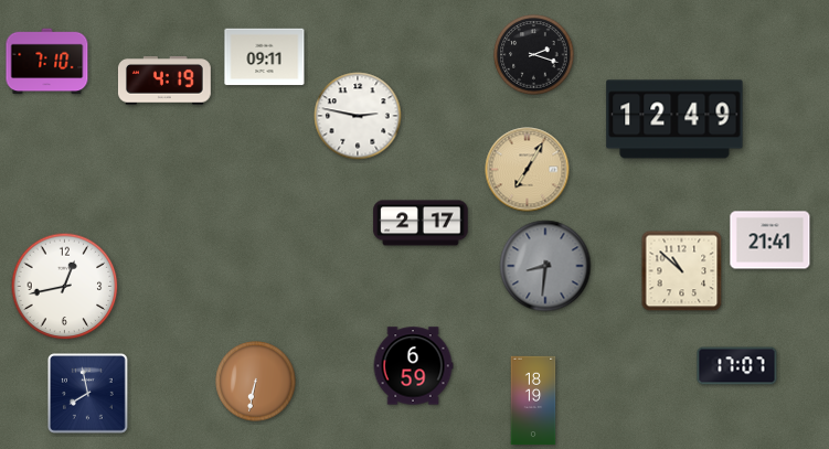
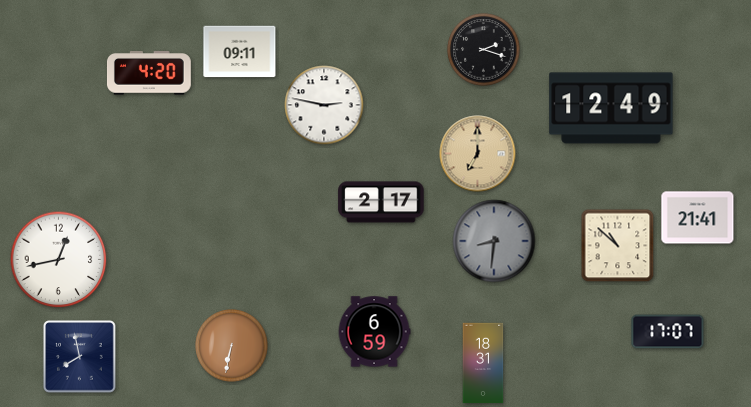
clock at (47, 62): 7:10 -> none
clock at (164, 82): 4:19 -> 4:20
clock at (528, 170): 7:05 -> 7:00
clock at (533, 400): 18:19 -> 18:31
